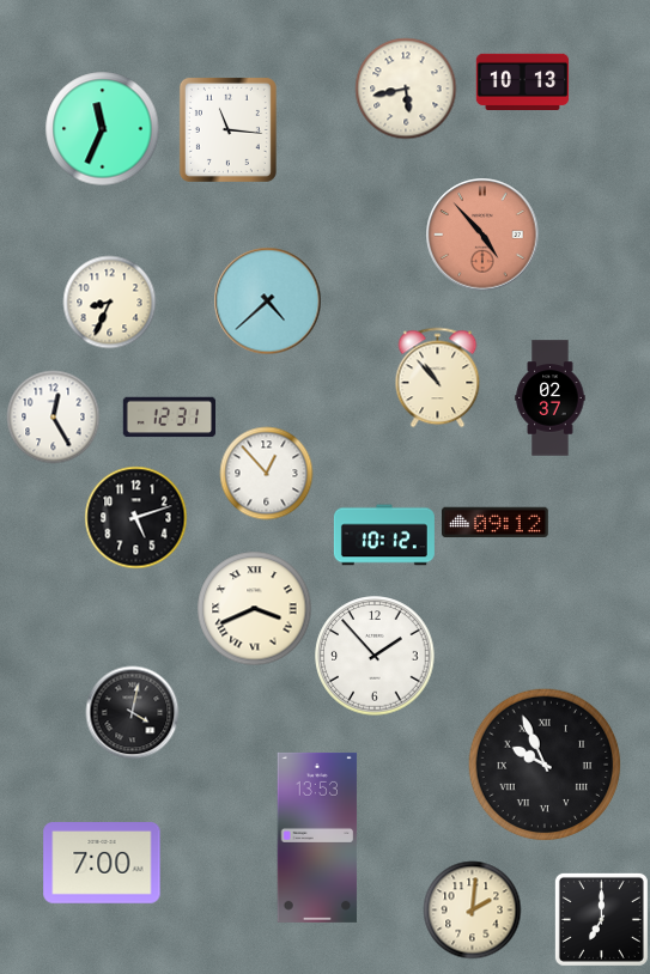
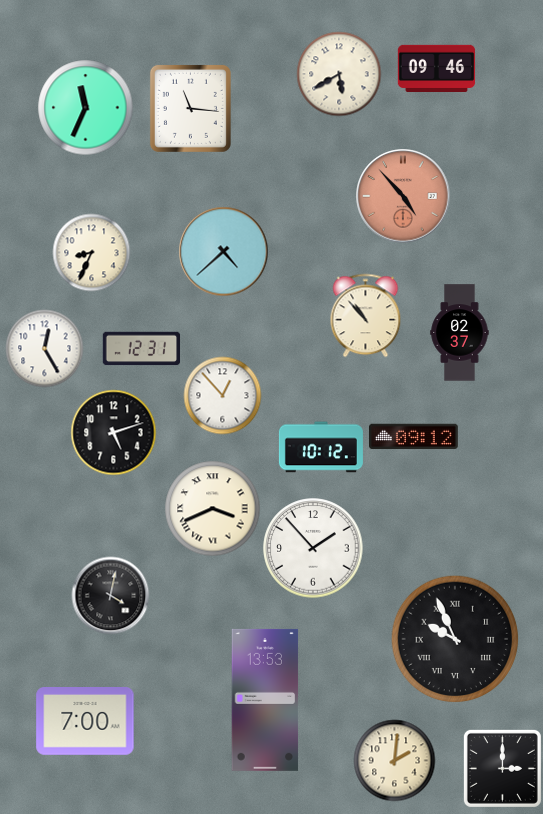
clock at (522, 81): 10:13 -> 09:46
clock at (406, 89): 5:43 -> 5:40
clock at (601, 919): 7:00 -> 3:00
